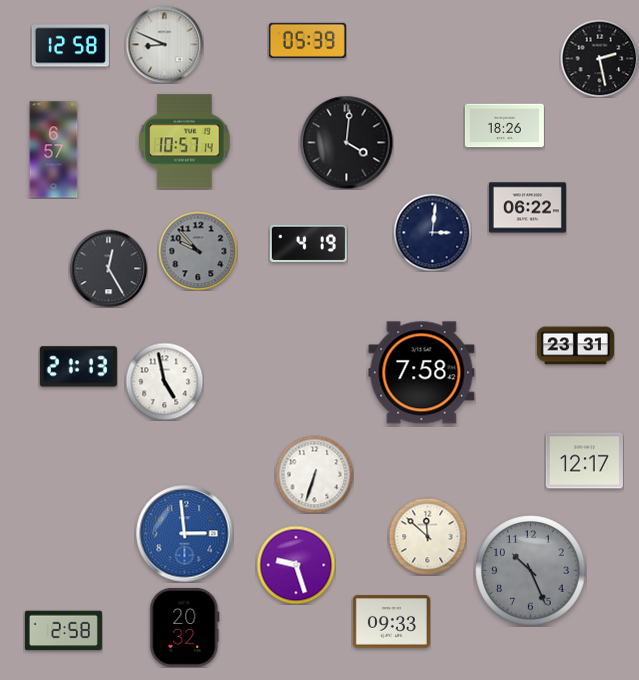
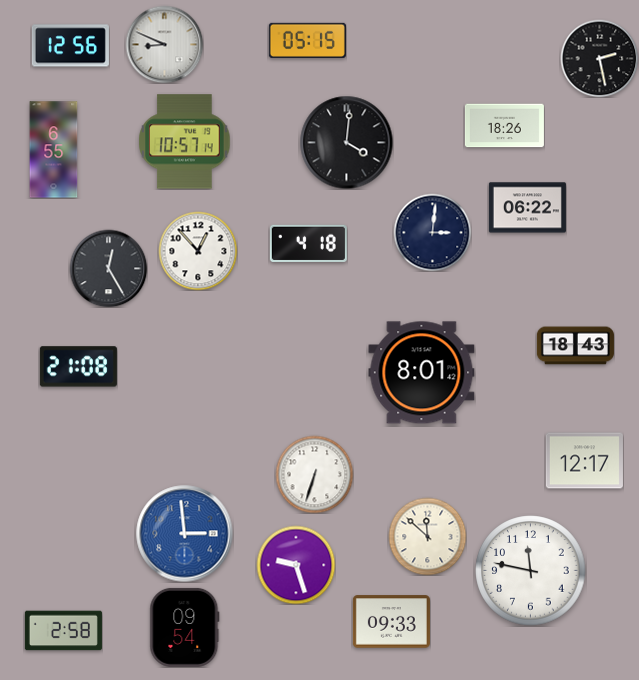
clock at (307, 40): 05:39 -> 05:15
clock at (70, 46): 12:58 -> 12:56
clock at (54, 150): 6:57 -> 6:55
clock at (308, 243): 4:19 -> 4:18
clock at (198, 251): 9:53 -> 12:53
clock at (198, 251) dial: grey -> white
clock at (575, 346): 23:31 -> 18:43
clock at (78, 367): 21:13 -> 21:08
clock at (422, 373): 7:58 -> 8:01
clock at (164, 381): 4:58 -> none
clock at (531, 571): 10:26 -> 11:47
clock at (531, 571) dial: grey -> white
clock at (185, 627): 20:32 -> 09:54
